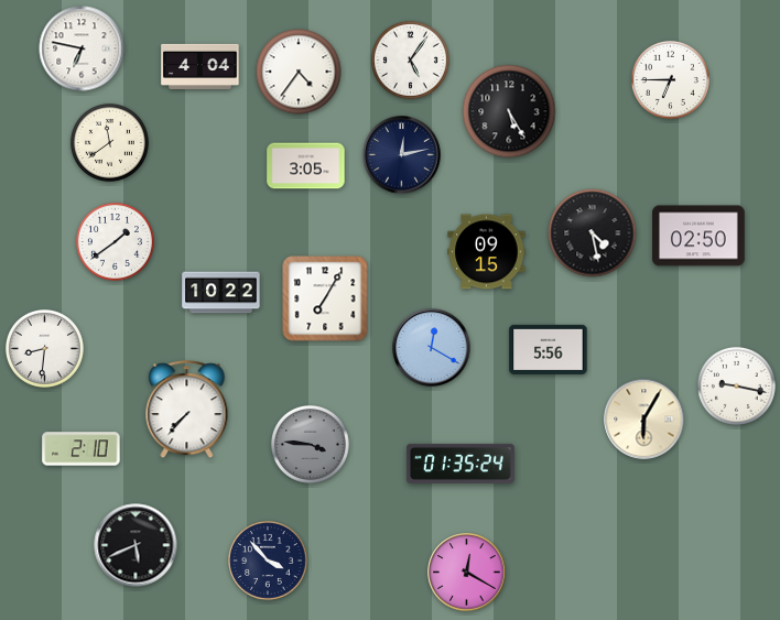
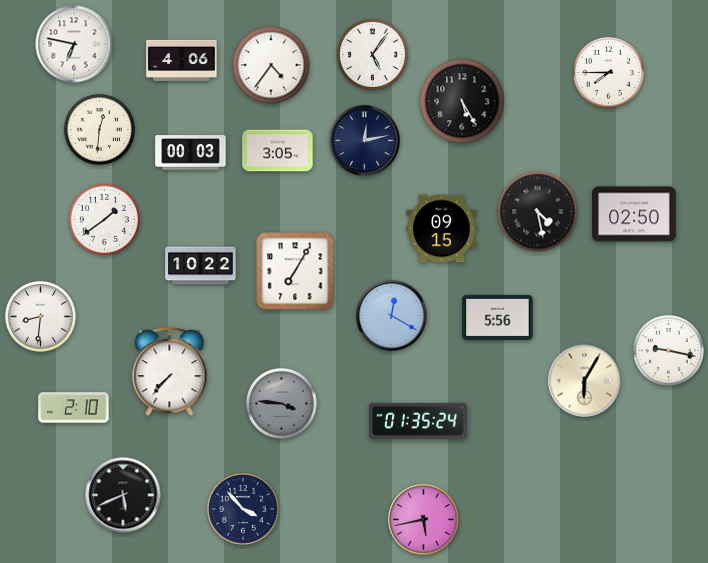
clock at (201, 66): 4:04 -> 4:06
clock at (670, 79): 6:45 -> 7:45
clock at (109, 142): 11:39 -> 12:31
clock at (191, 153): none -> 00:03
clock at (467, 573): 12:20 -> 5:43
